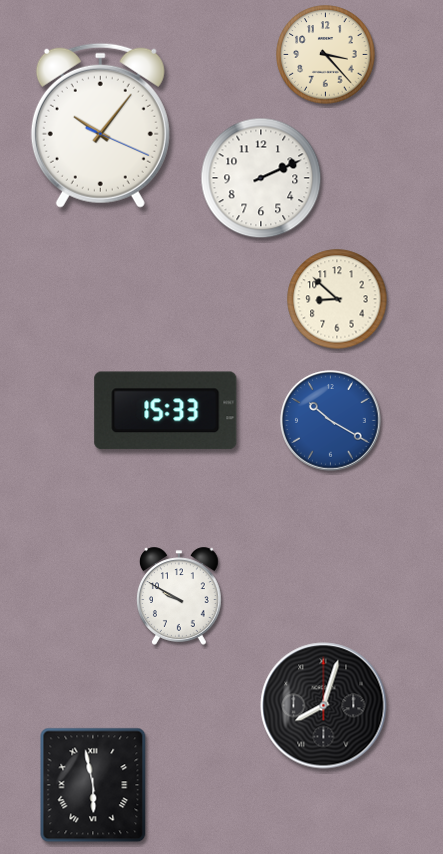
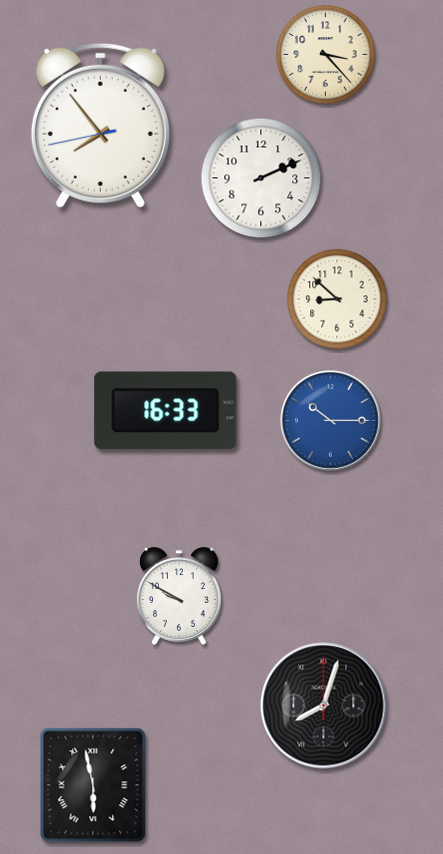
clock at (100, 125): 10:06 -> 7:53
clock at (166, 411): 15:33 -> 16:33
clock at (331, 421): 10:20 -> 10:15
